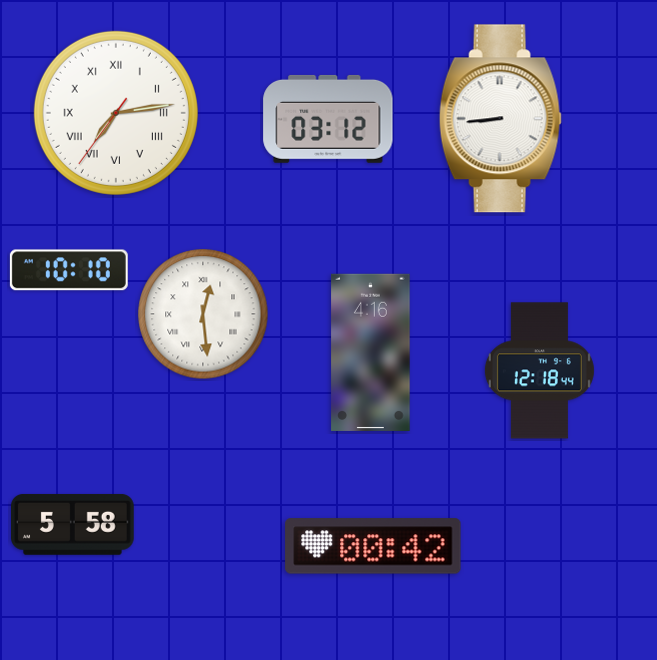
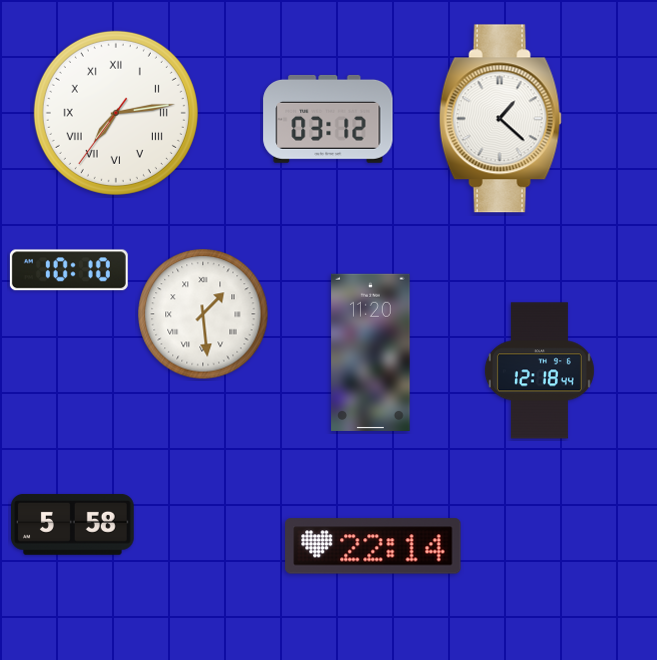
clock at (500, 119): 8:44 -> 1:22
clock at (203, 314): 12:29 -> 1:29
clock at (371, 352): 4:16 -> 11:20
clock at (373, 546): 00:42 -> 22:14
